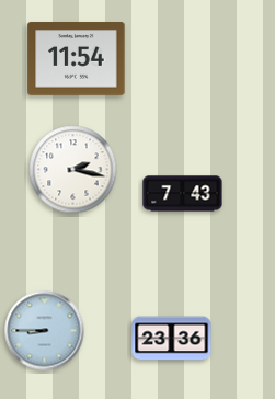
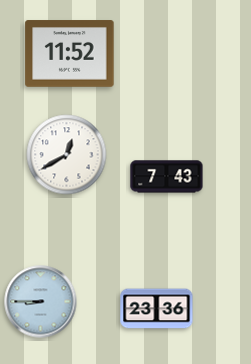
clock at (77, 59): 11:54 -> 11:52
clock at (73, 170): 2:17 -> 12:40
